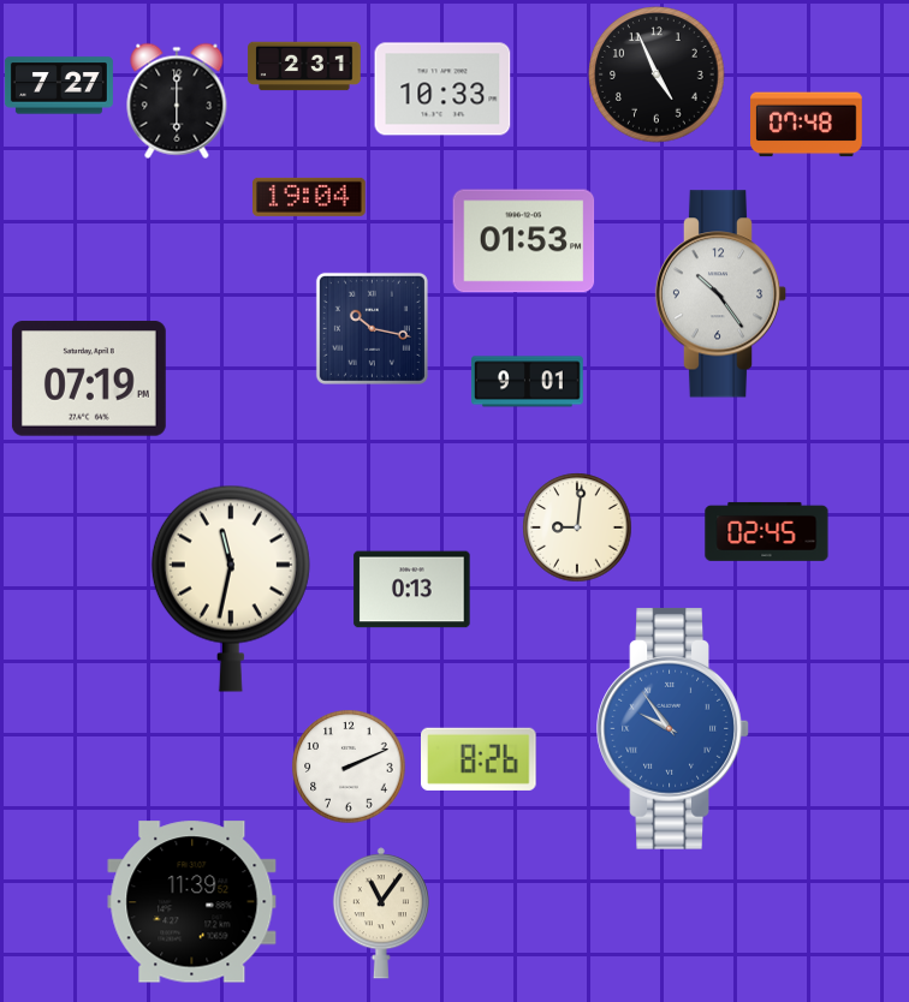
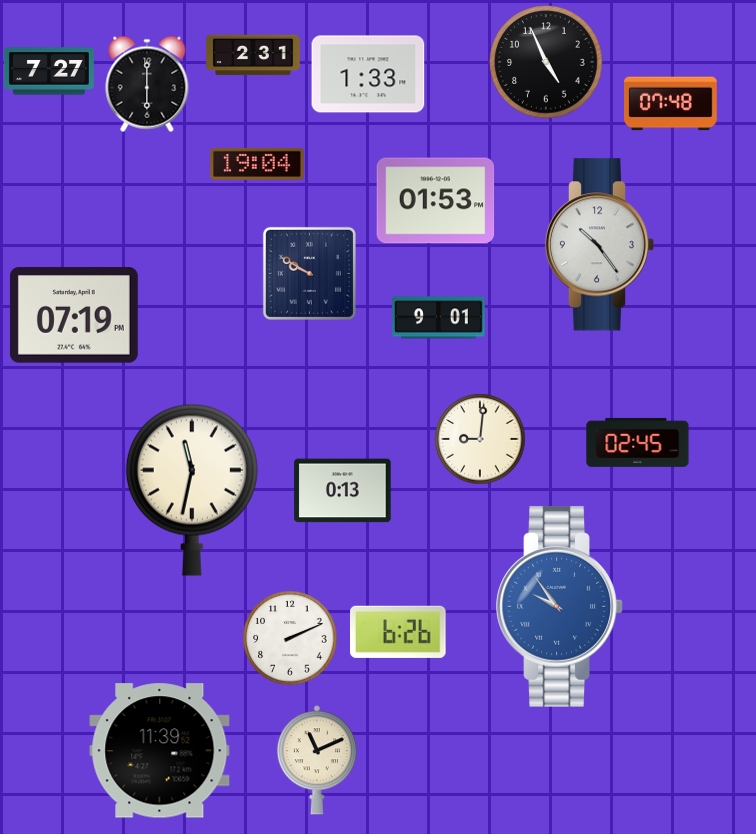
clock at (442, 89): 10:33 -> 1:33
clock at (372, 328): 10:17 -> 9:50
clock at (480, 759): 8:26 -> 6:26
clock at (381, 913): 11:06 -> 11:11
